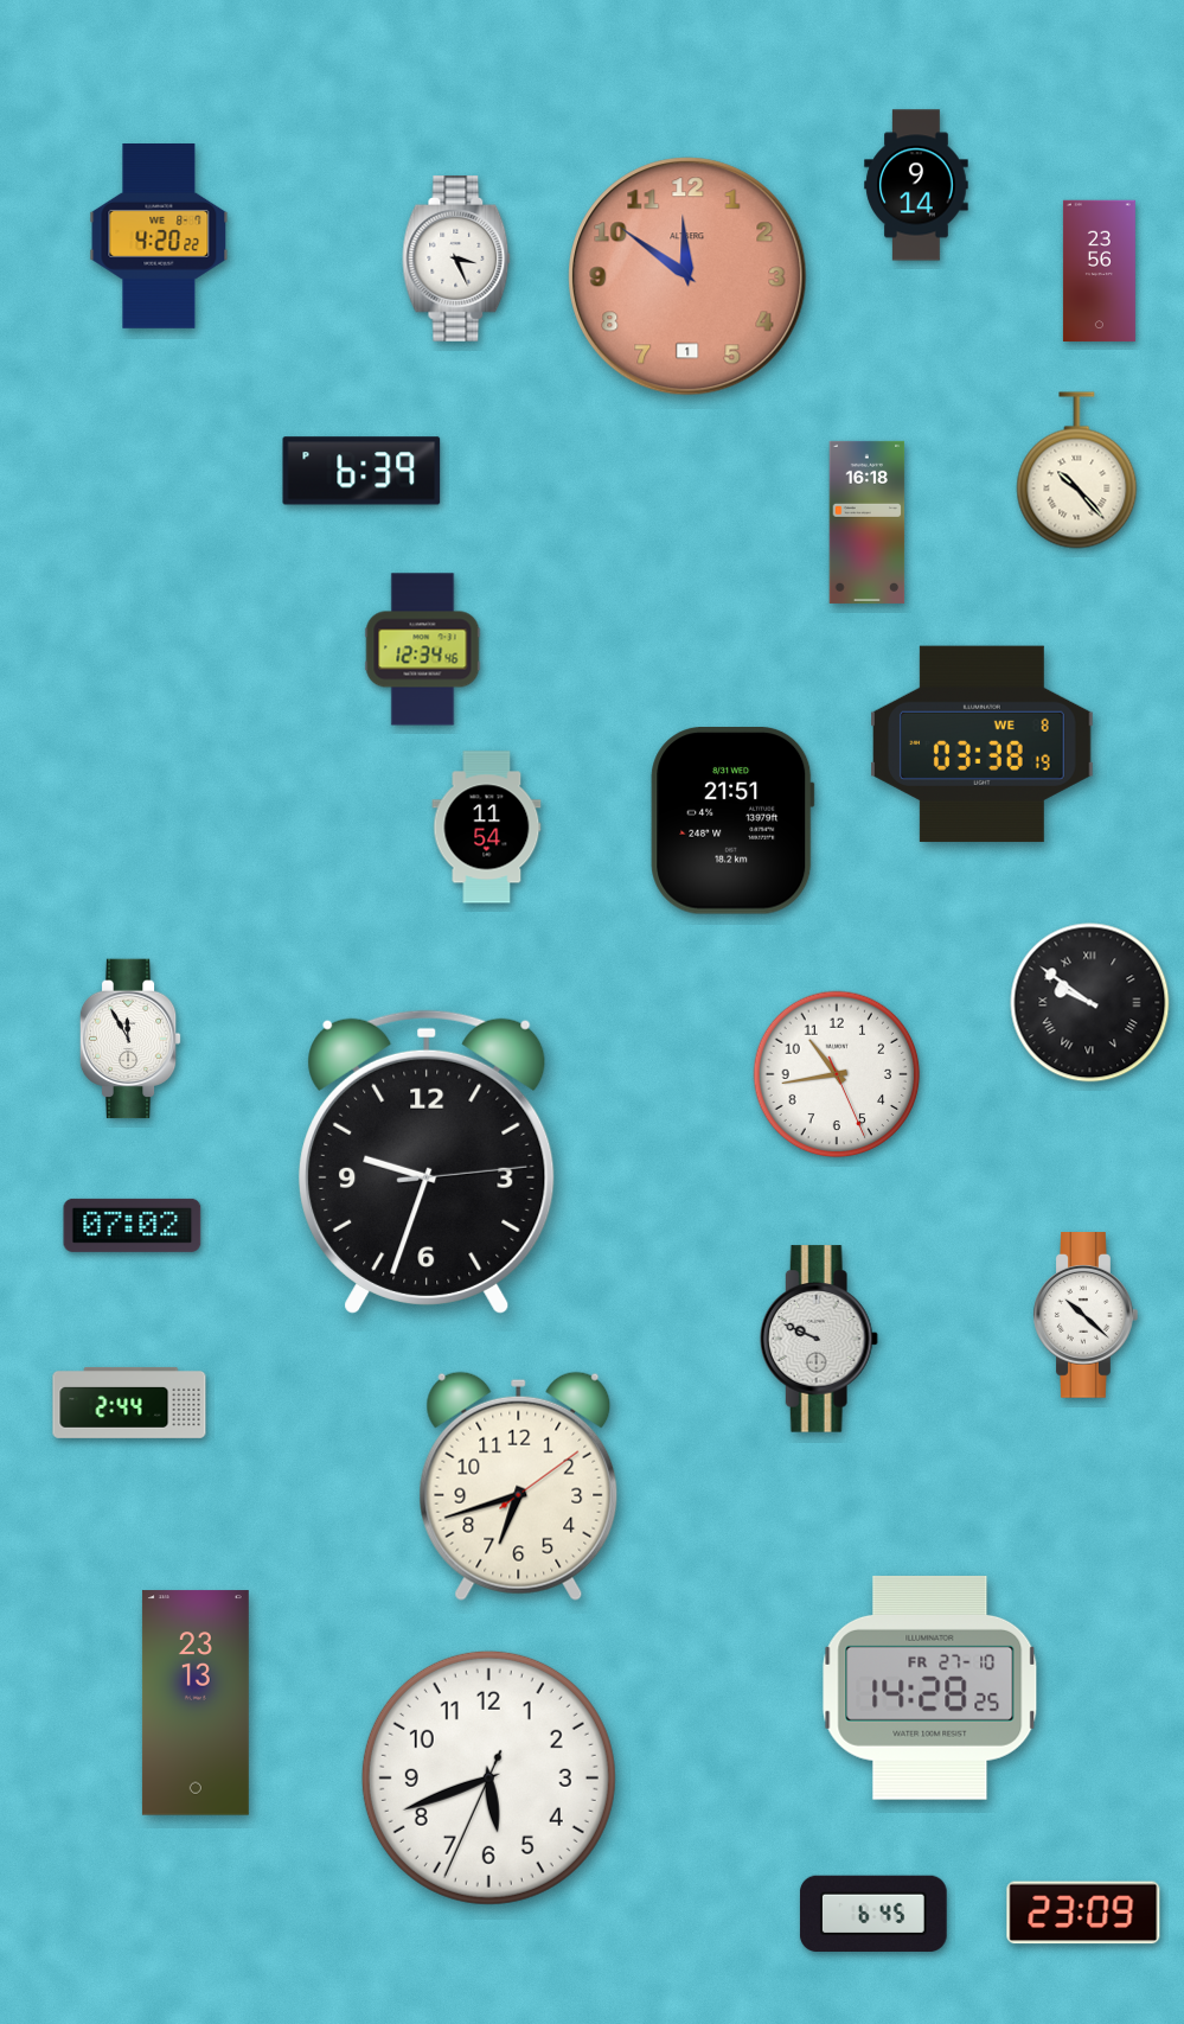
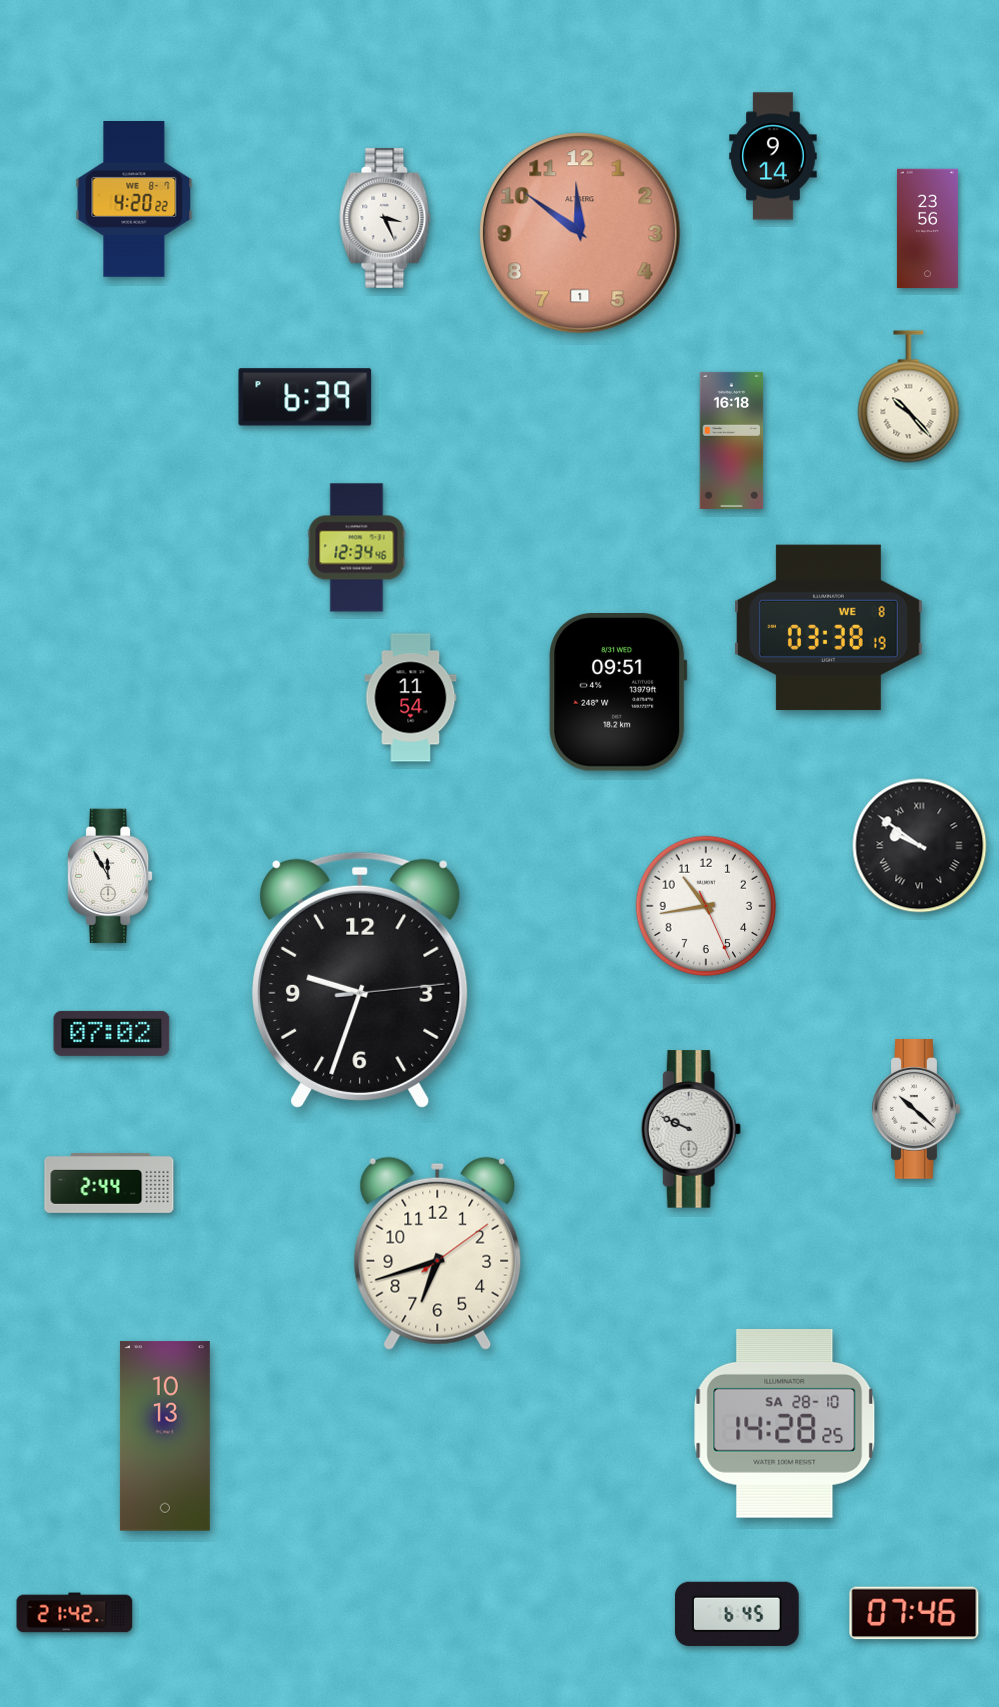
clock at (732, 822): 21:51 -> 09:51
clock at (930, 1687) date: FR 27-10 -> SA 28-10
clock at (196, 1703): 23:13 -> 10:13
clock at (488, 1777): 5:41 -> none
clock at (75, 1613): none -> 21:42
clock at (1083, 1913): 23:09 -> 07:46
